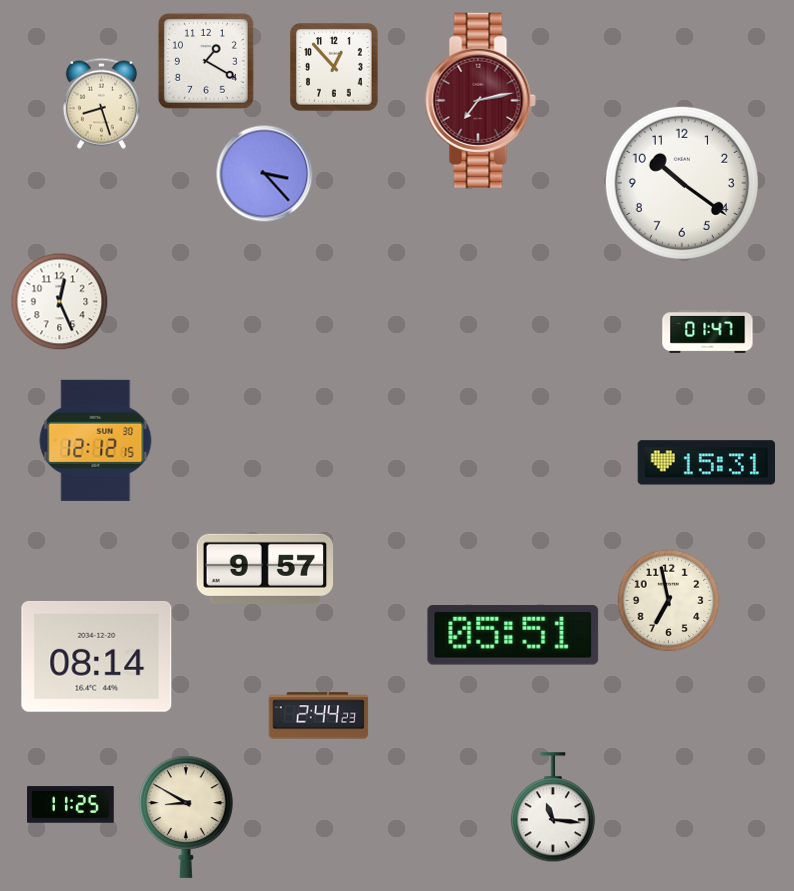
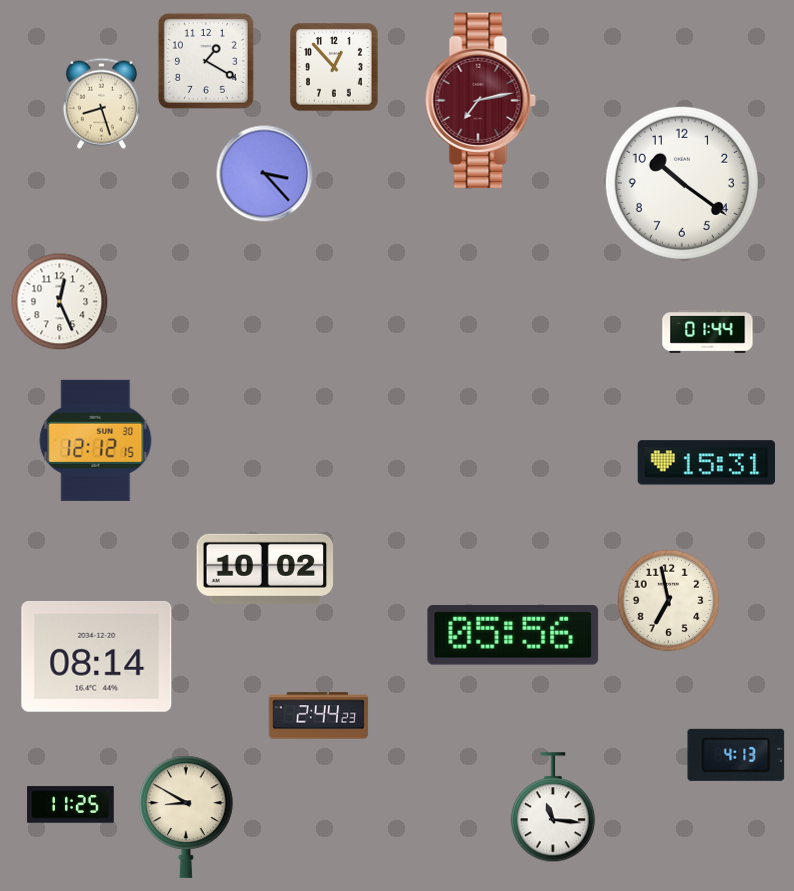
clock at (708, 332): 01:47 -> 01:44
clock at (265, 569): 9:57 -> 10:02
clock at (513, 636): 05:51 -> 05:56
clock at (736, 755): none -> 4:13
